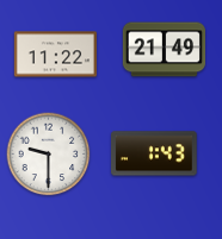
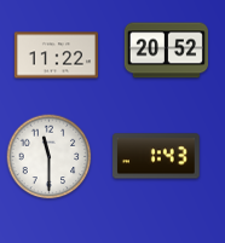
clock at (164, 50): 21:49 -> 20:52
clock at (49, 155): 9:30 -> 11:30
